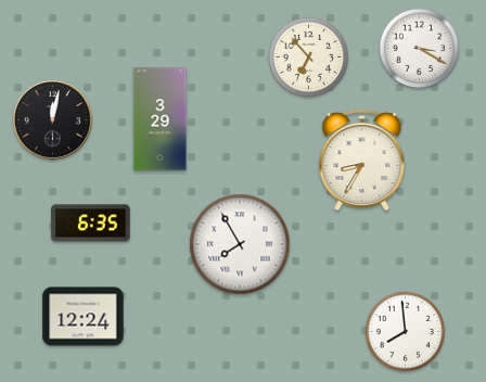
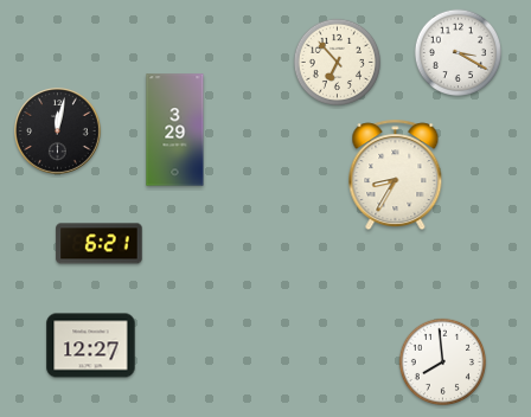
clock at (91, 224): 6:35 -> 6:21
clock at (240, 244): 7:55 -> none
clock at (84, 317): 12:24 -> 12:27
